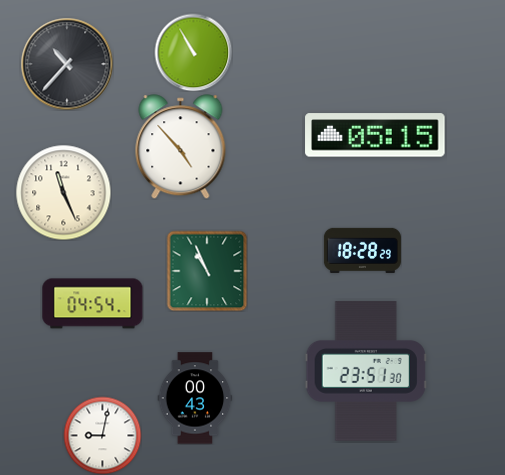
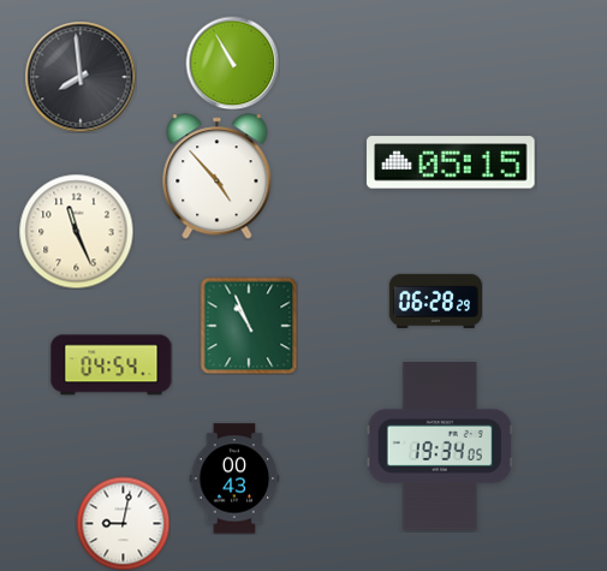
clock at (67, 64): 10:37 -> 7:59
clock at (362, 250): 18:28 -> 06:28
clock at (366, 371): 23:51 -> 19:34
